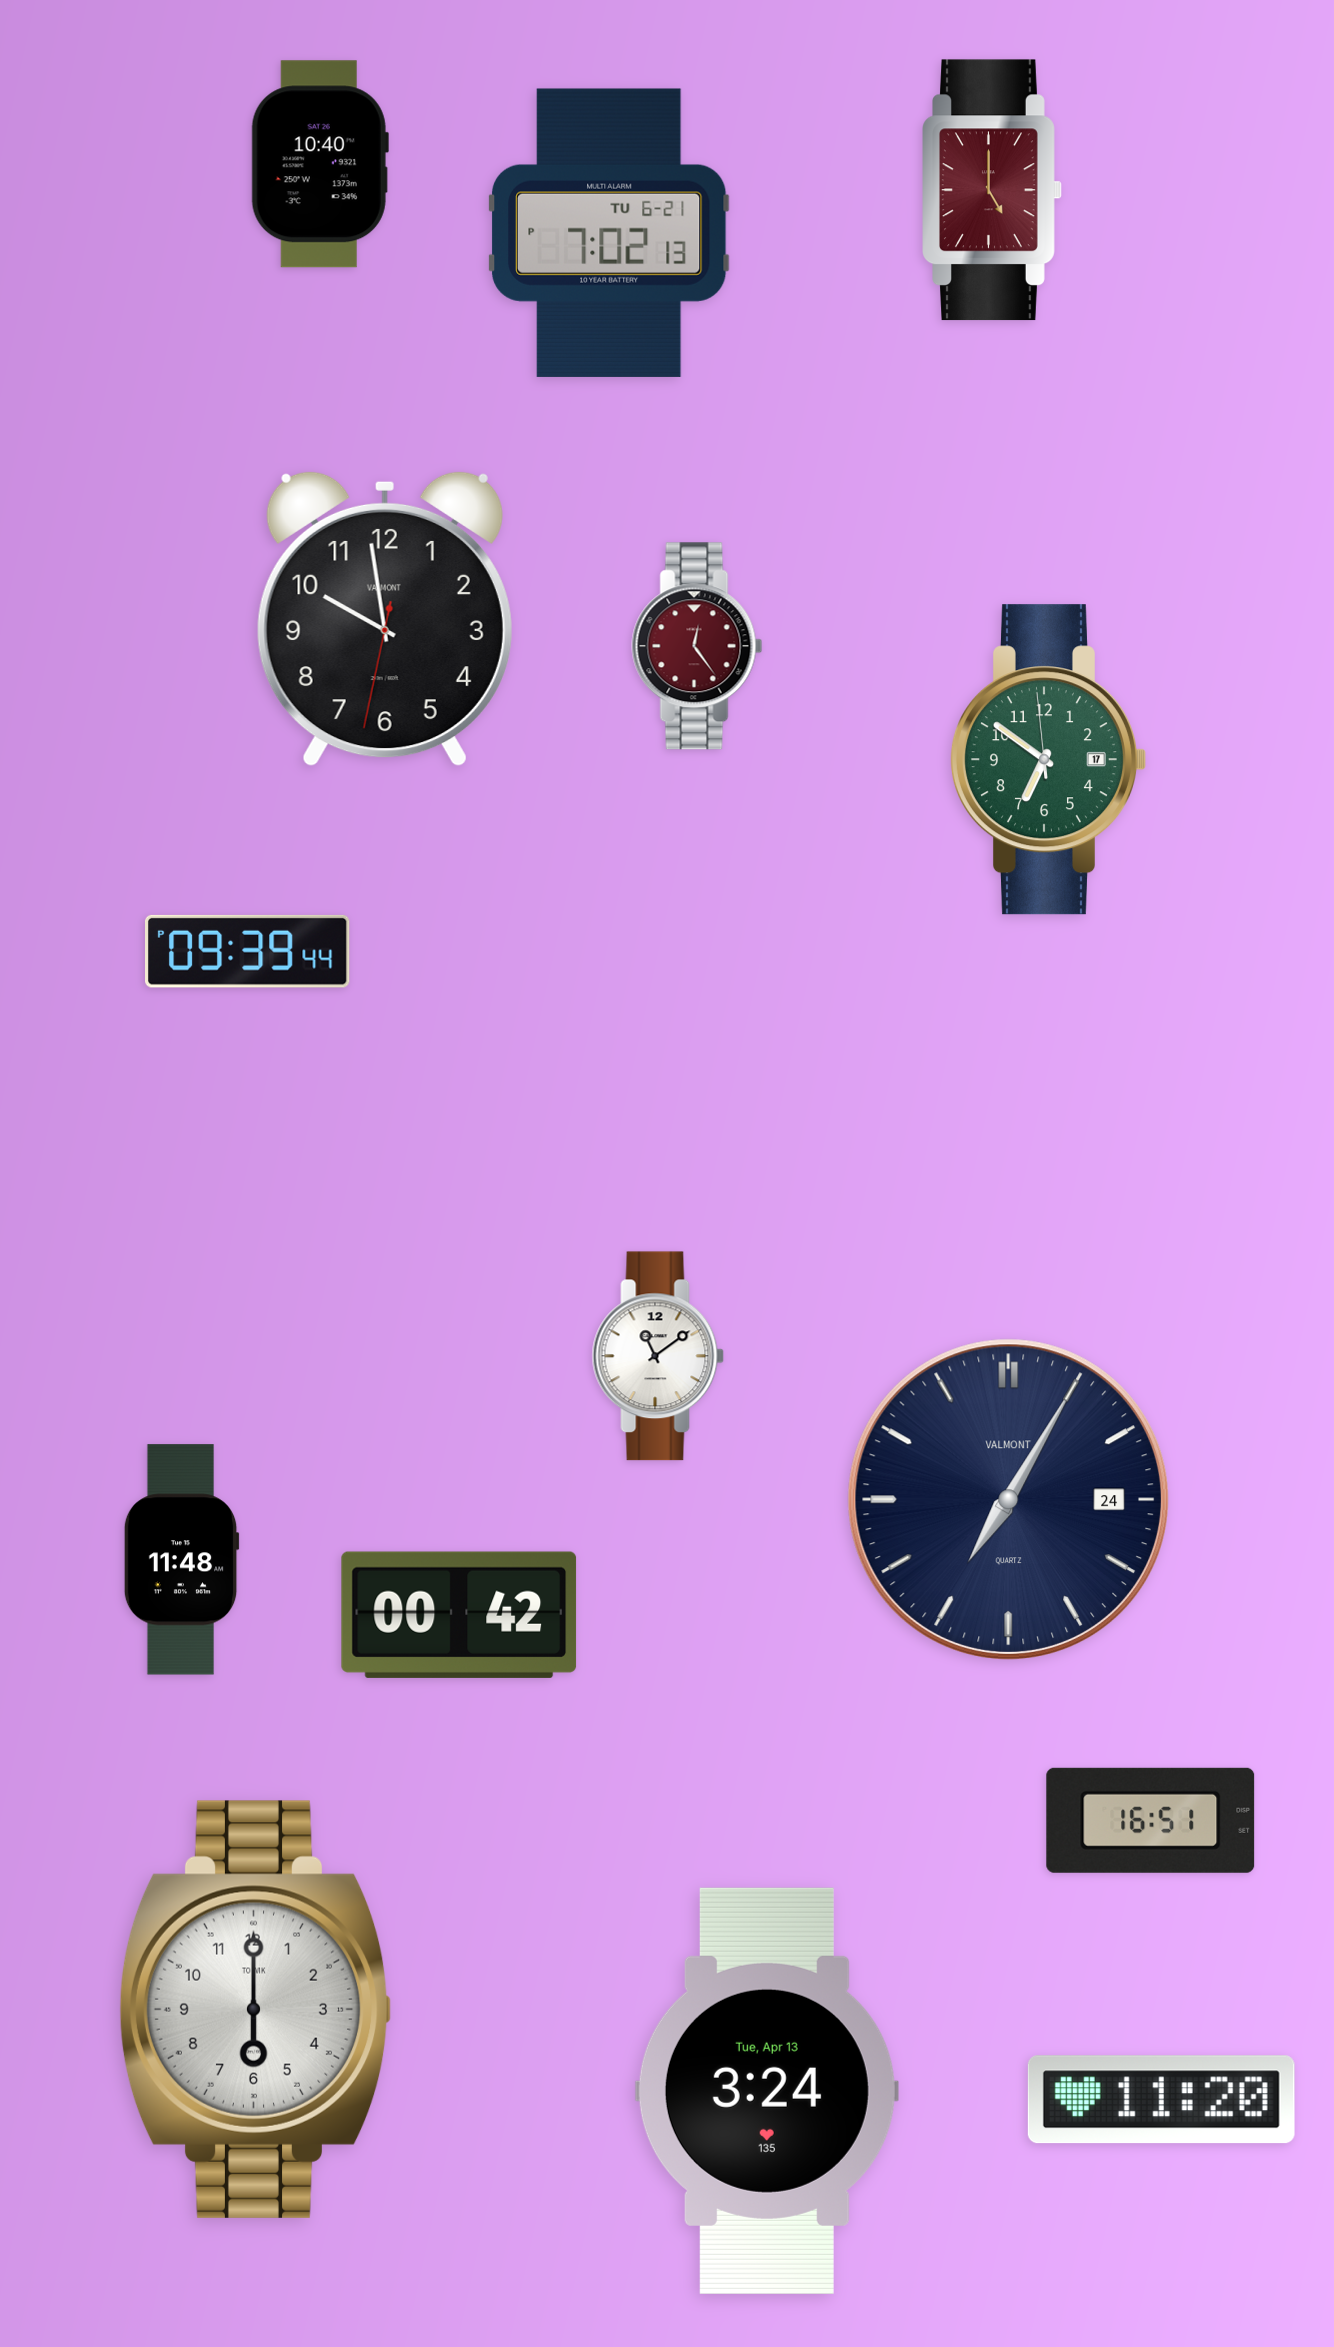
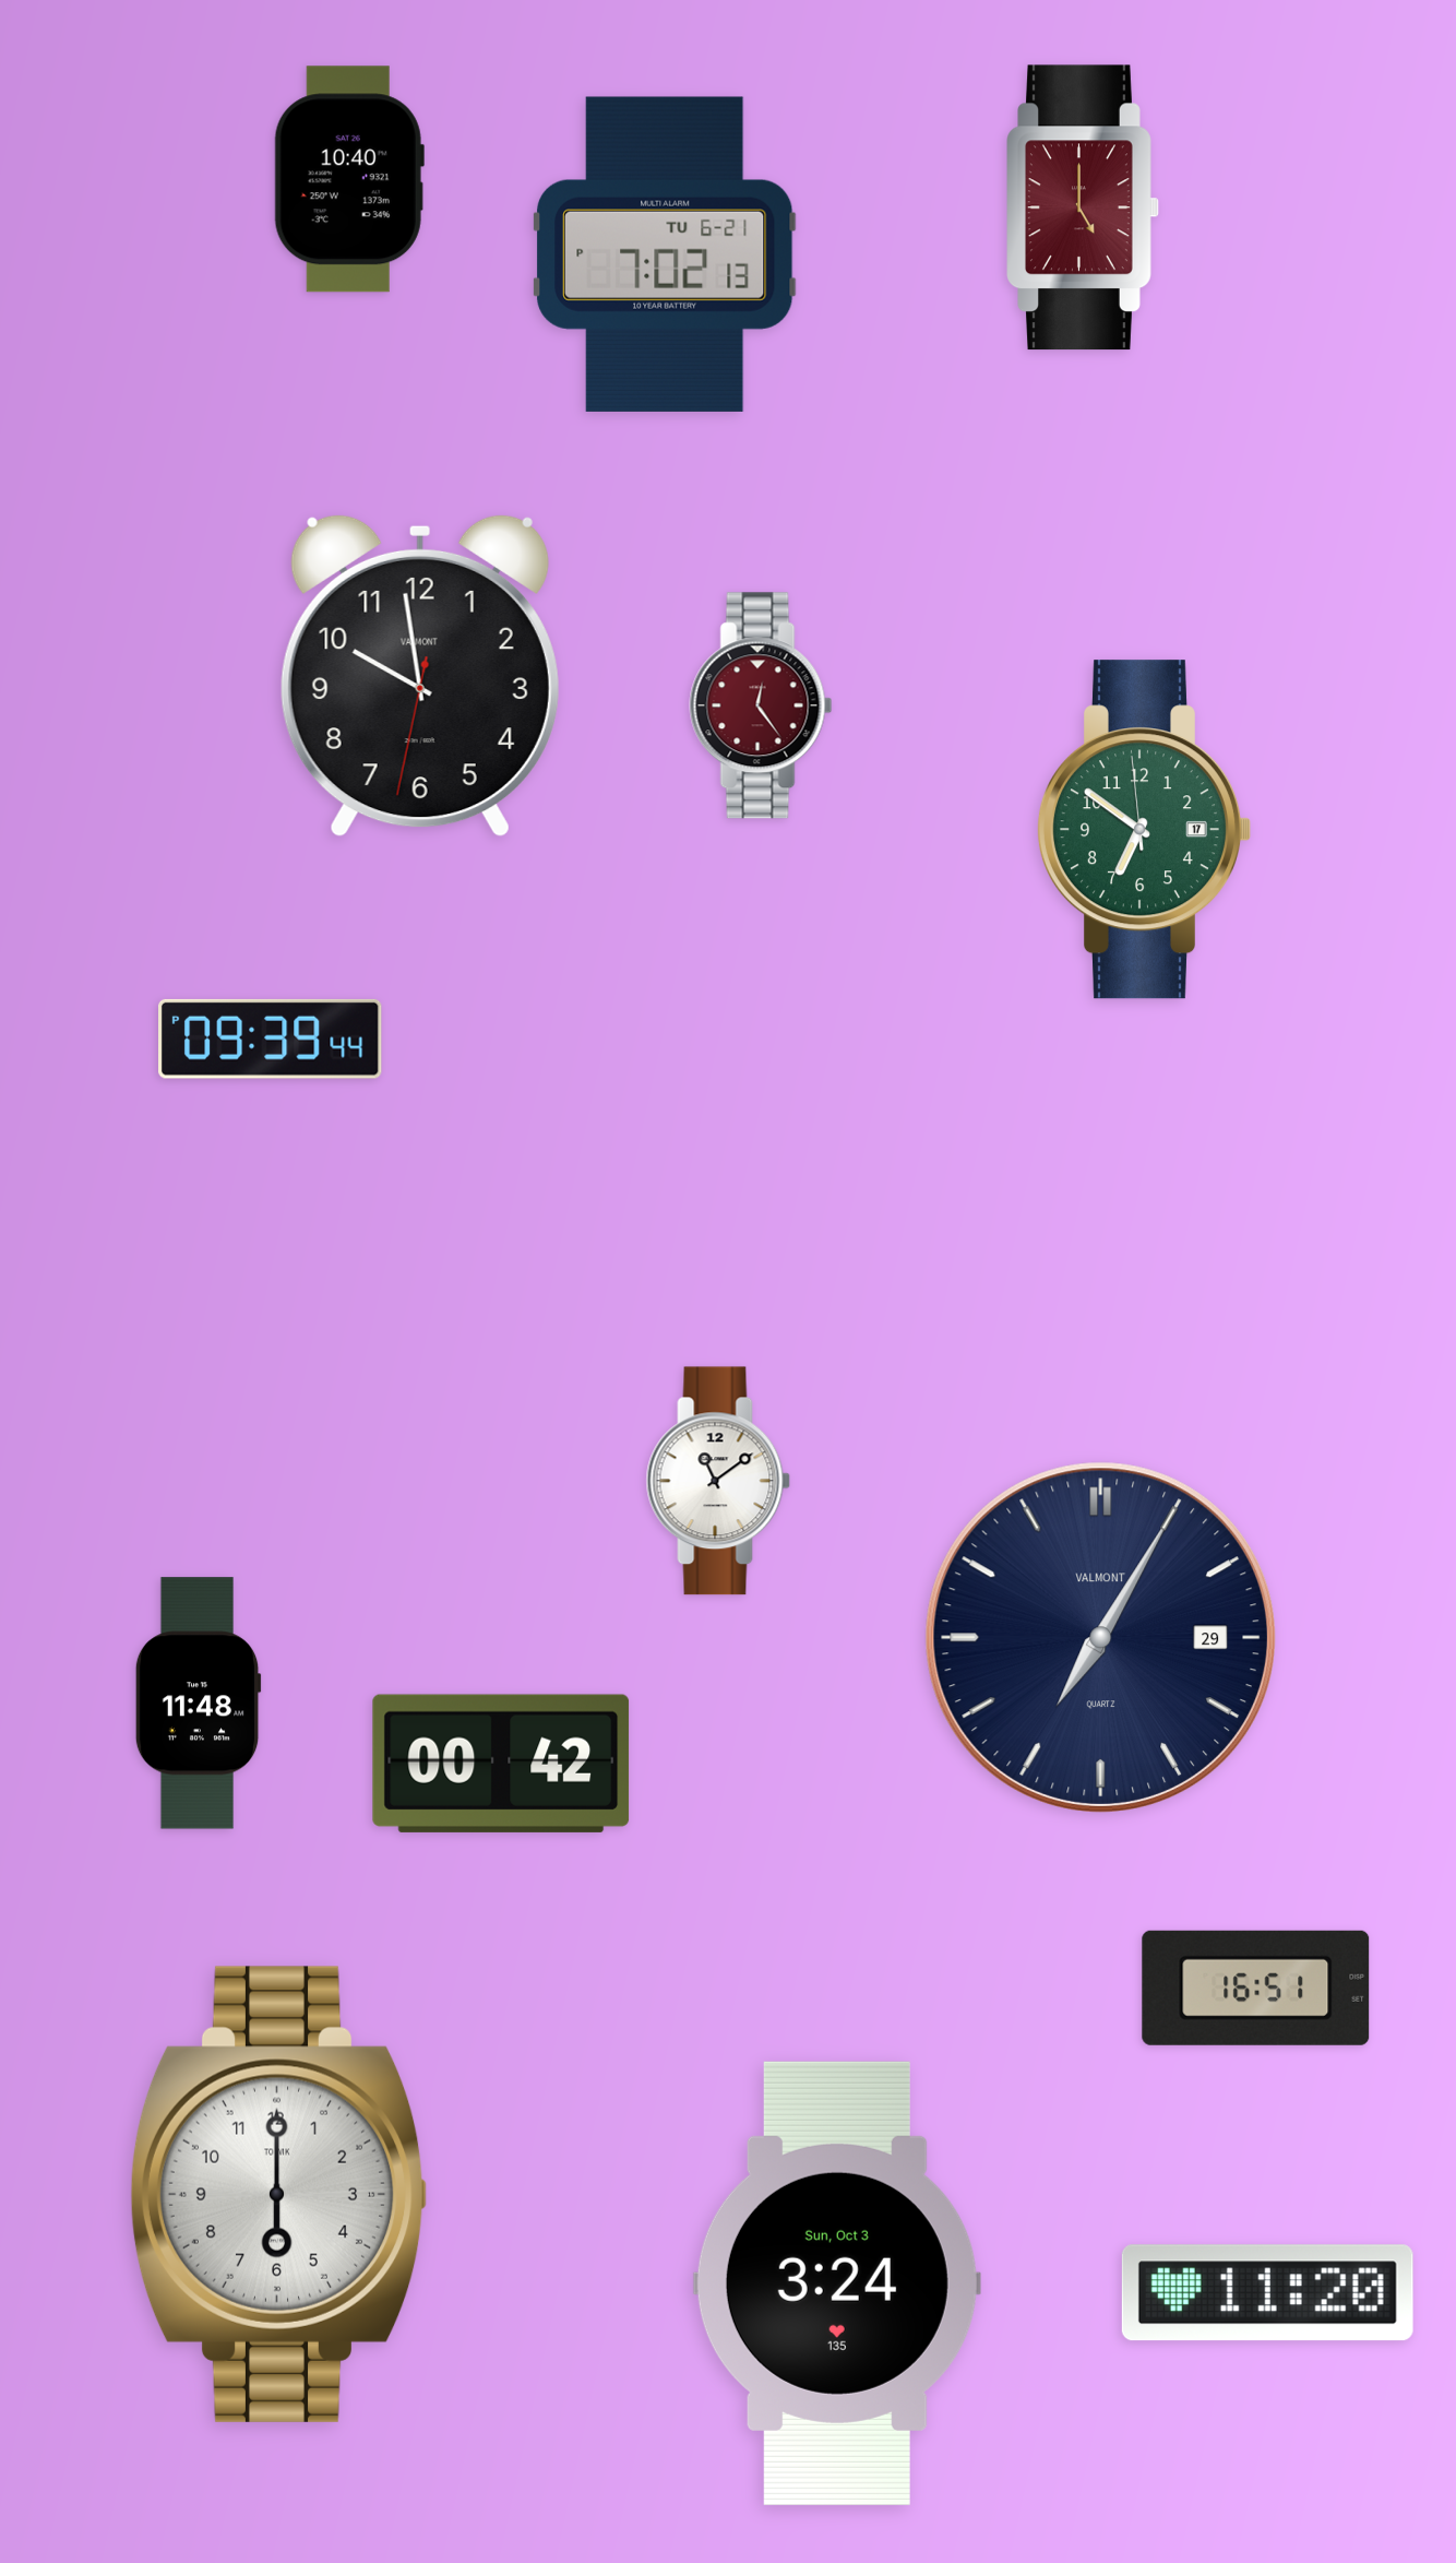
clock at (1008, 1499) date: 24 -> 29
clock at (767, 2091) date: Tue, Apr 13 -> Sun, Oct 3
